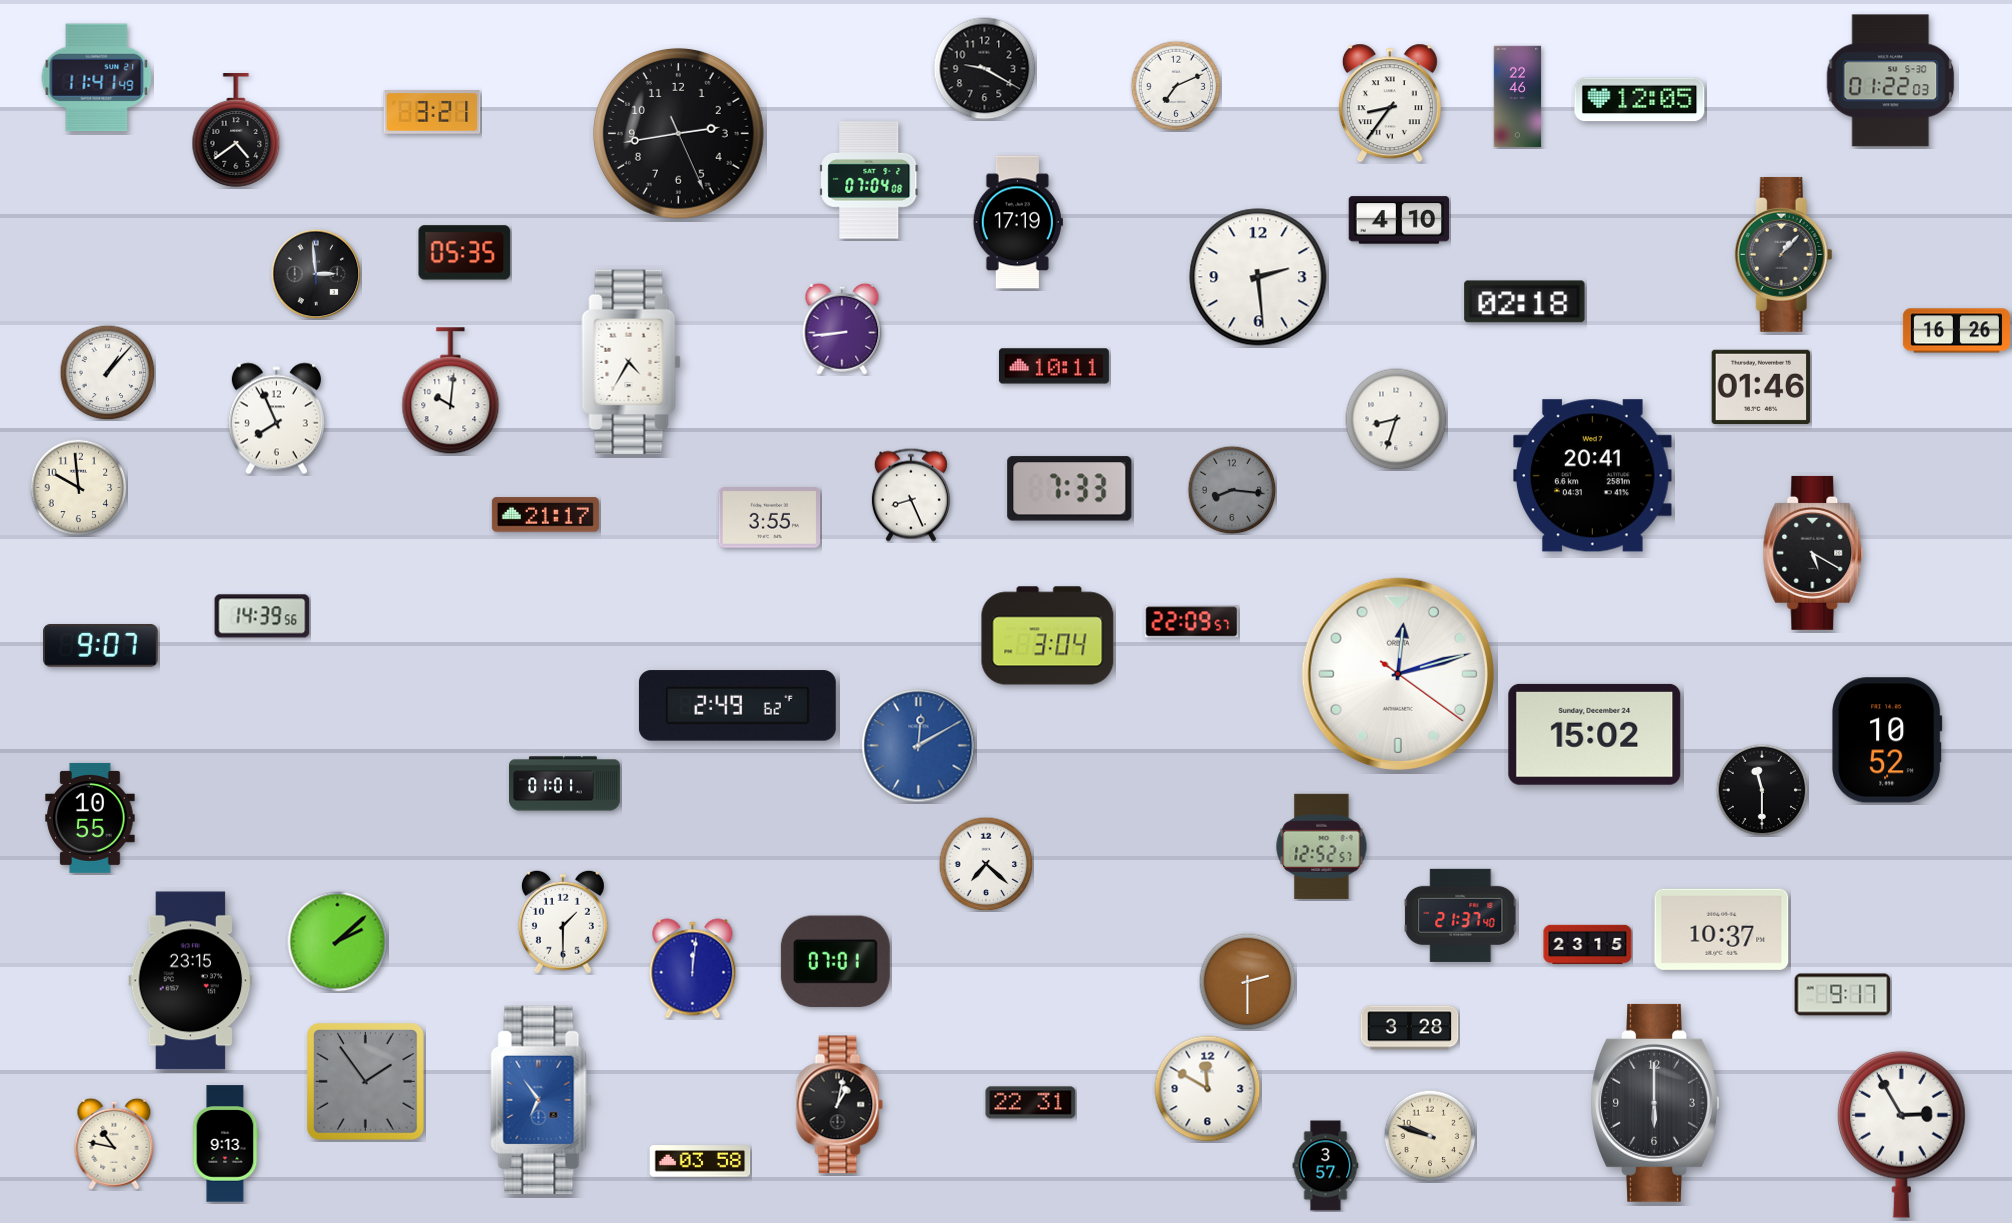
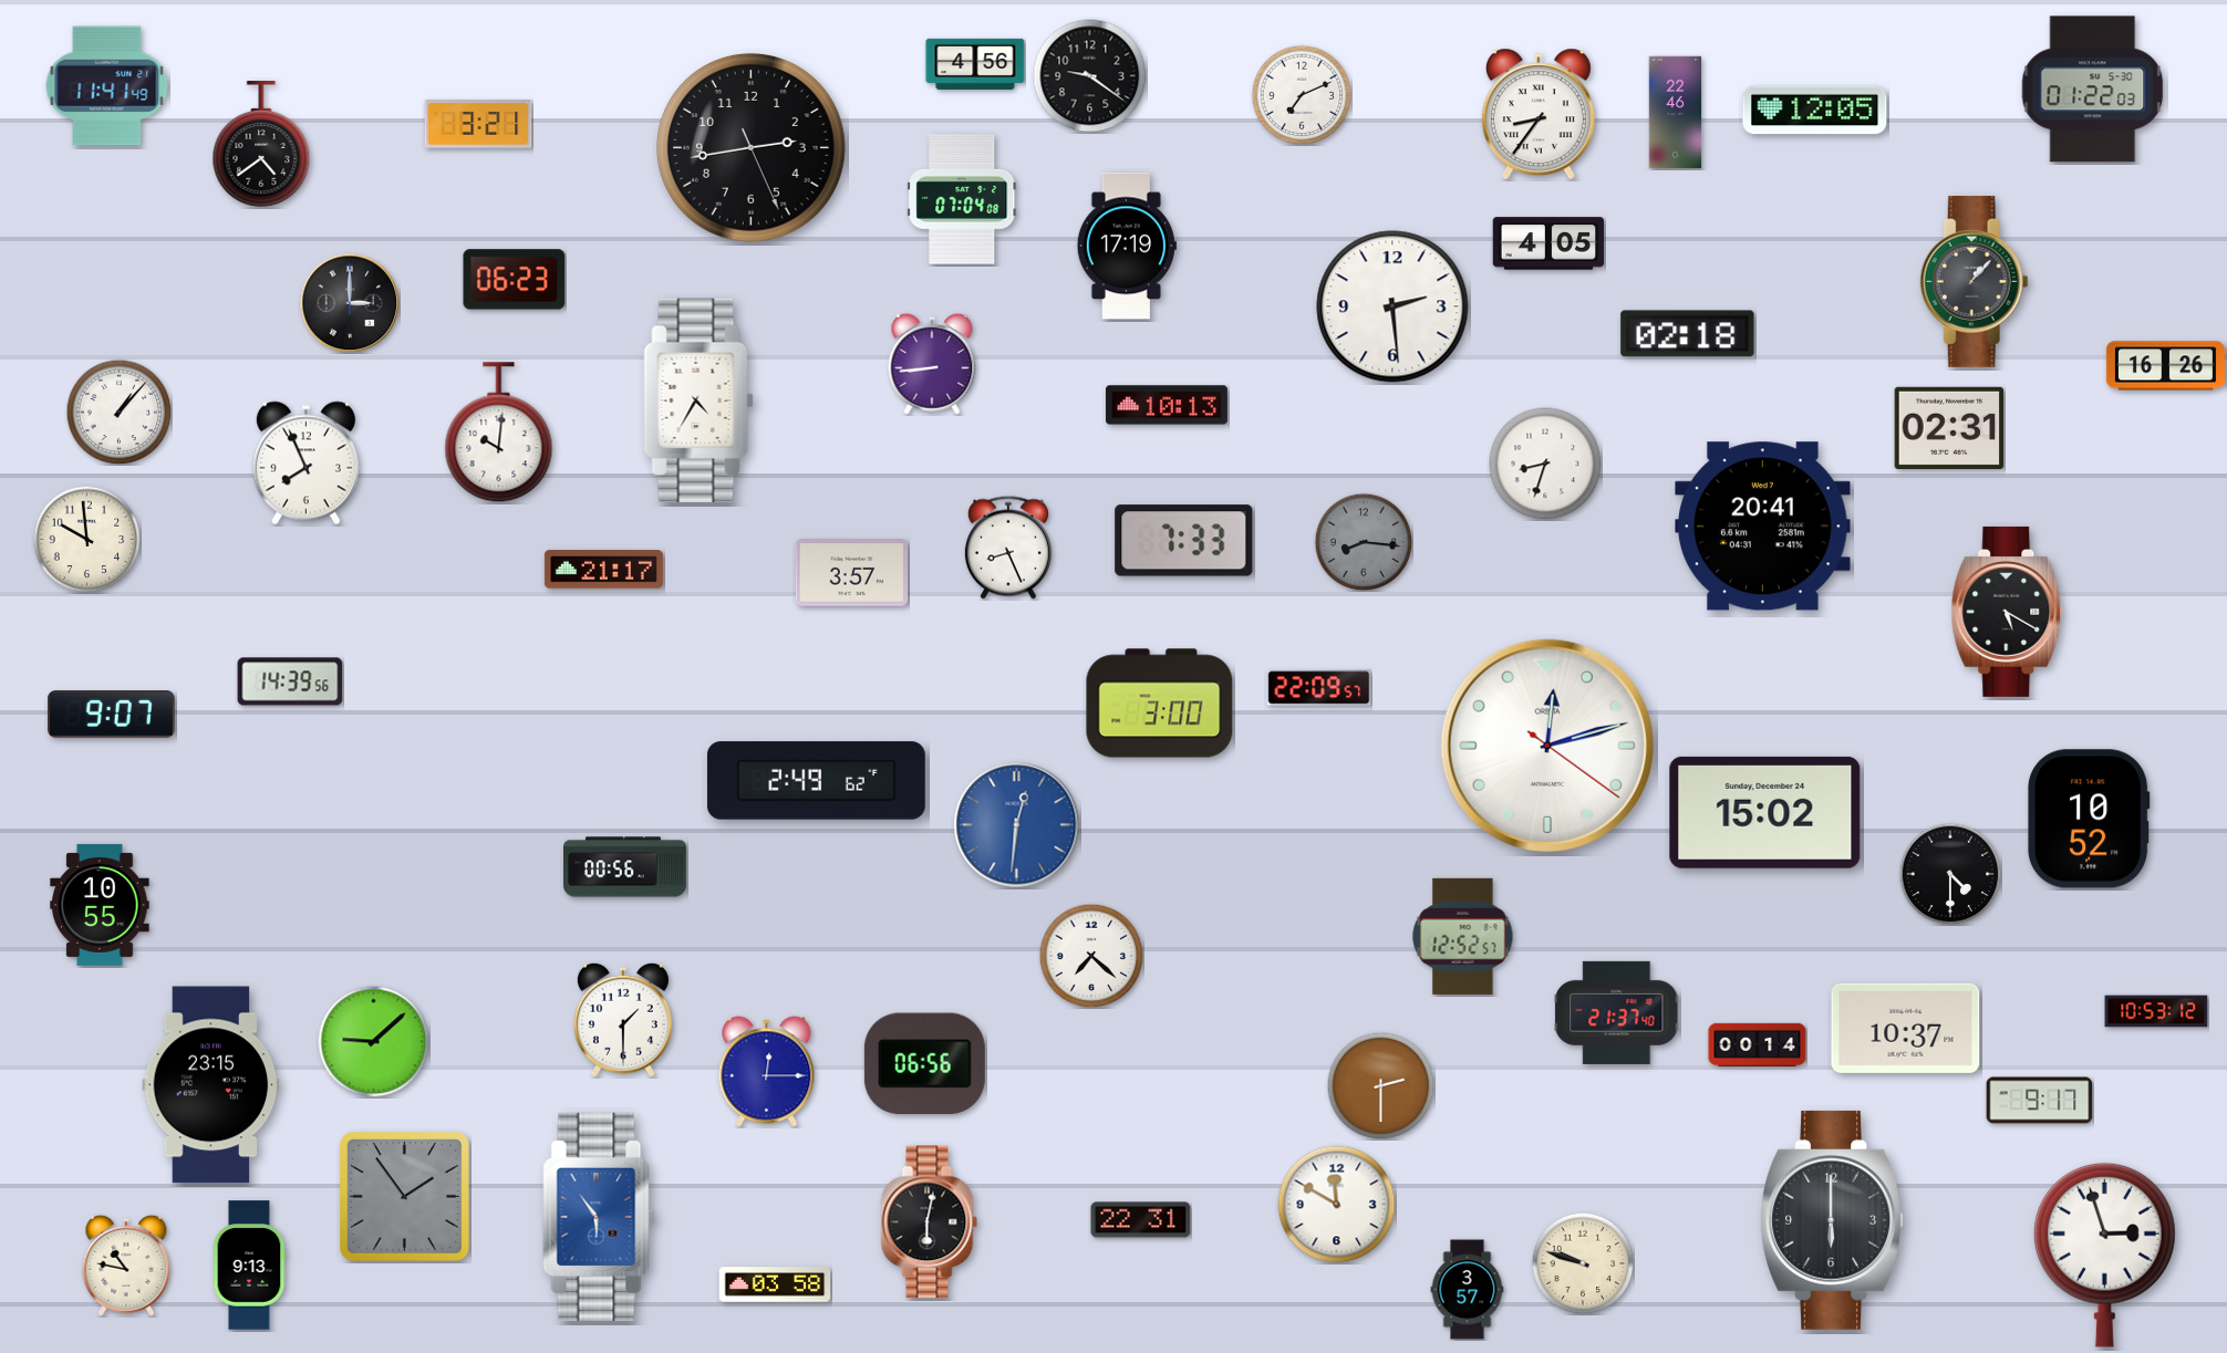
clock at (975, 64): none -> 4:56
clock at (985, 69): 9:20 -> 9:21
clock at (1518, 97) position: (1518, 97) -> (1676, 113)
clock at (1399, 220): 4:10 -> 4:05
clock at (465, 253): 05:35 -> 06:23
clock at (316, 274): 2:59 -> 3:00
clock at (1054, 366): 10:11 -> 10:13
clock at (1761, 386): 01:46 -> 02:31
clock at (770, 518): 3:55 -> 3:57
clock at (1048, 636): 3:04 -> 3:00
clock at (919, 746): 12:10 -> 12:31
clock at (565, 784): 01:01 -> 00:56
clock at (1762, 790): 11:30 -> 4:30
clock at (2156, 1011): none -> 10:53
clock at (338, 942): 2:08 -> 9:08
clock at (1588, 944): 23:15 -> 00:14
clock at (835, 962): 07:01 -> 06:56
clock at (693, 969): 12:01 -> 12:15
clock at (1410, 1028): 3:28 -> none
clock at (541, 1100): 6:54 -> 5:54
clock at (840, 1105): 1:02 -> 6:02
clock at (1901, 1134): 2:55 -> 2:57
clock at (1430, 1136) position: (1430, 1136) -> (1583, 1263)
